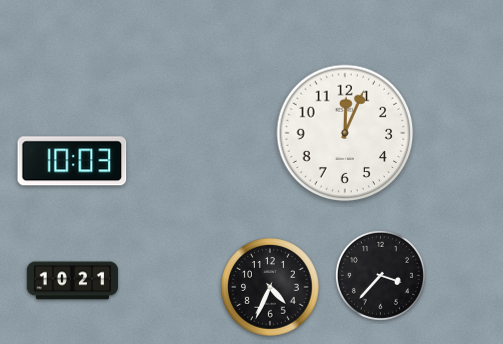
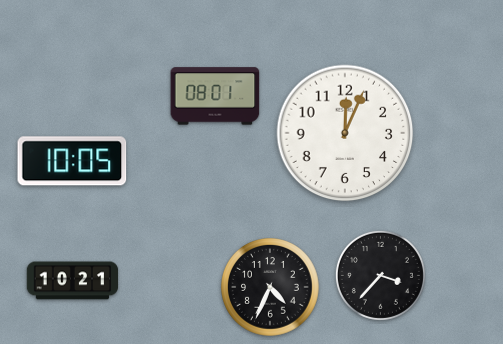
clock at (215, 96): none -> 08:01
clock at (72, 161): 10:03 -> 10:05
